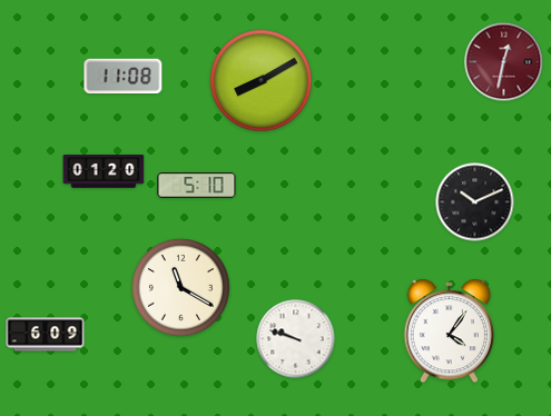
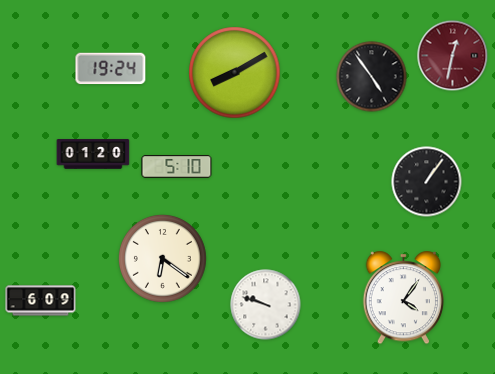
clock at (124, 77): 11:08 -> 19:24
clock at (372, 77): none -> 4:54
clock at (475, 202): 10:11 -> 1:06
clock at (181, 288): 11:20 -> 6:21
